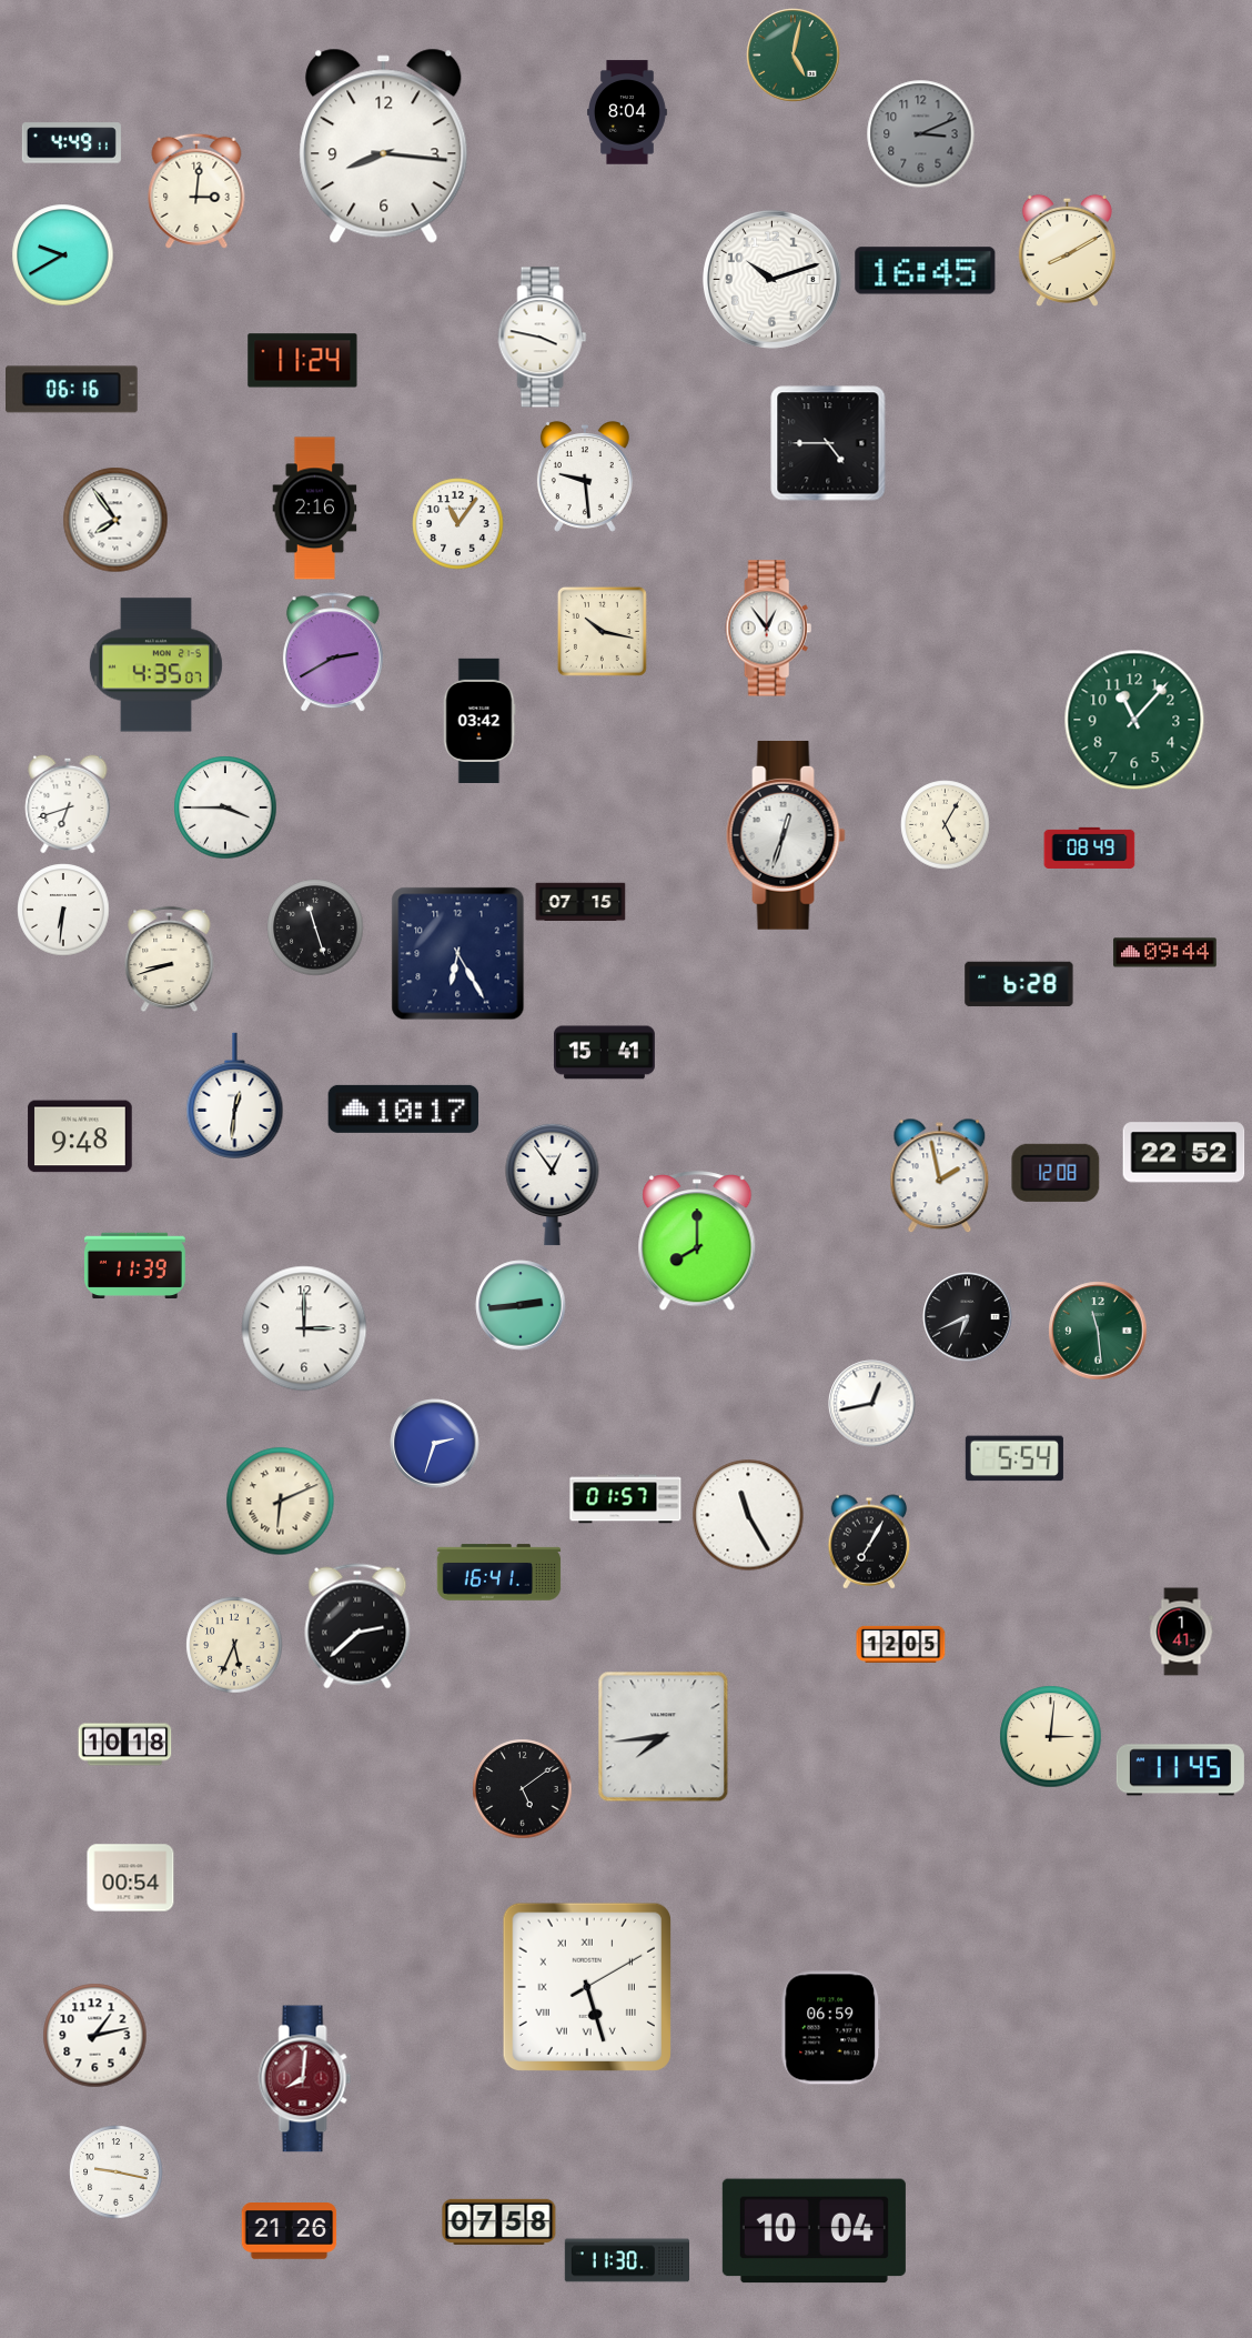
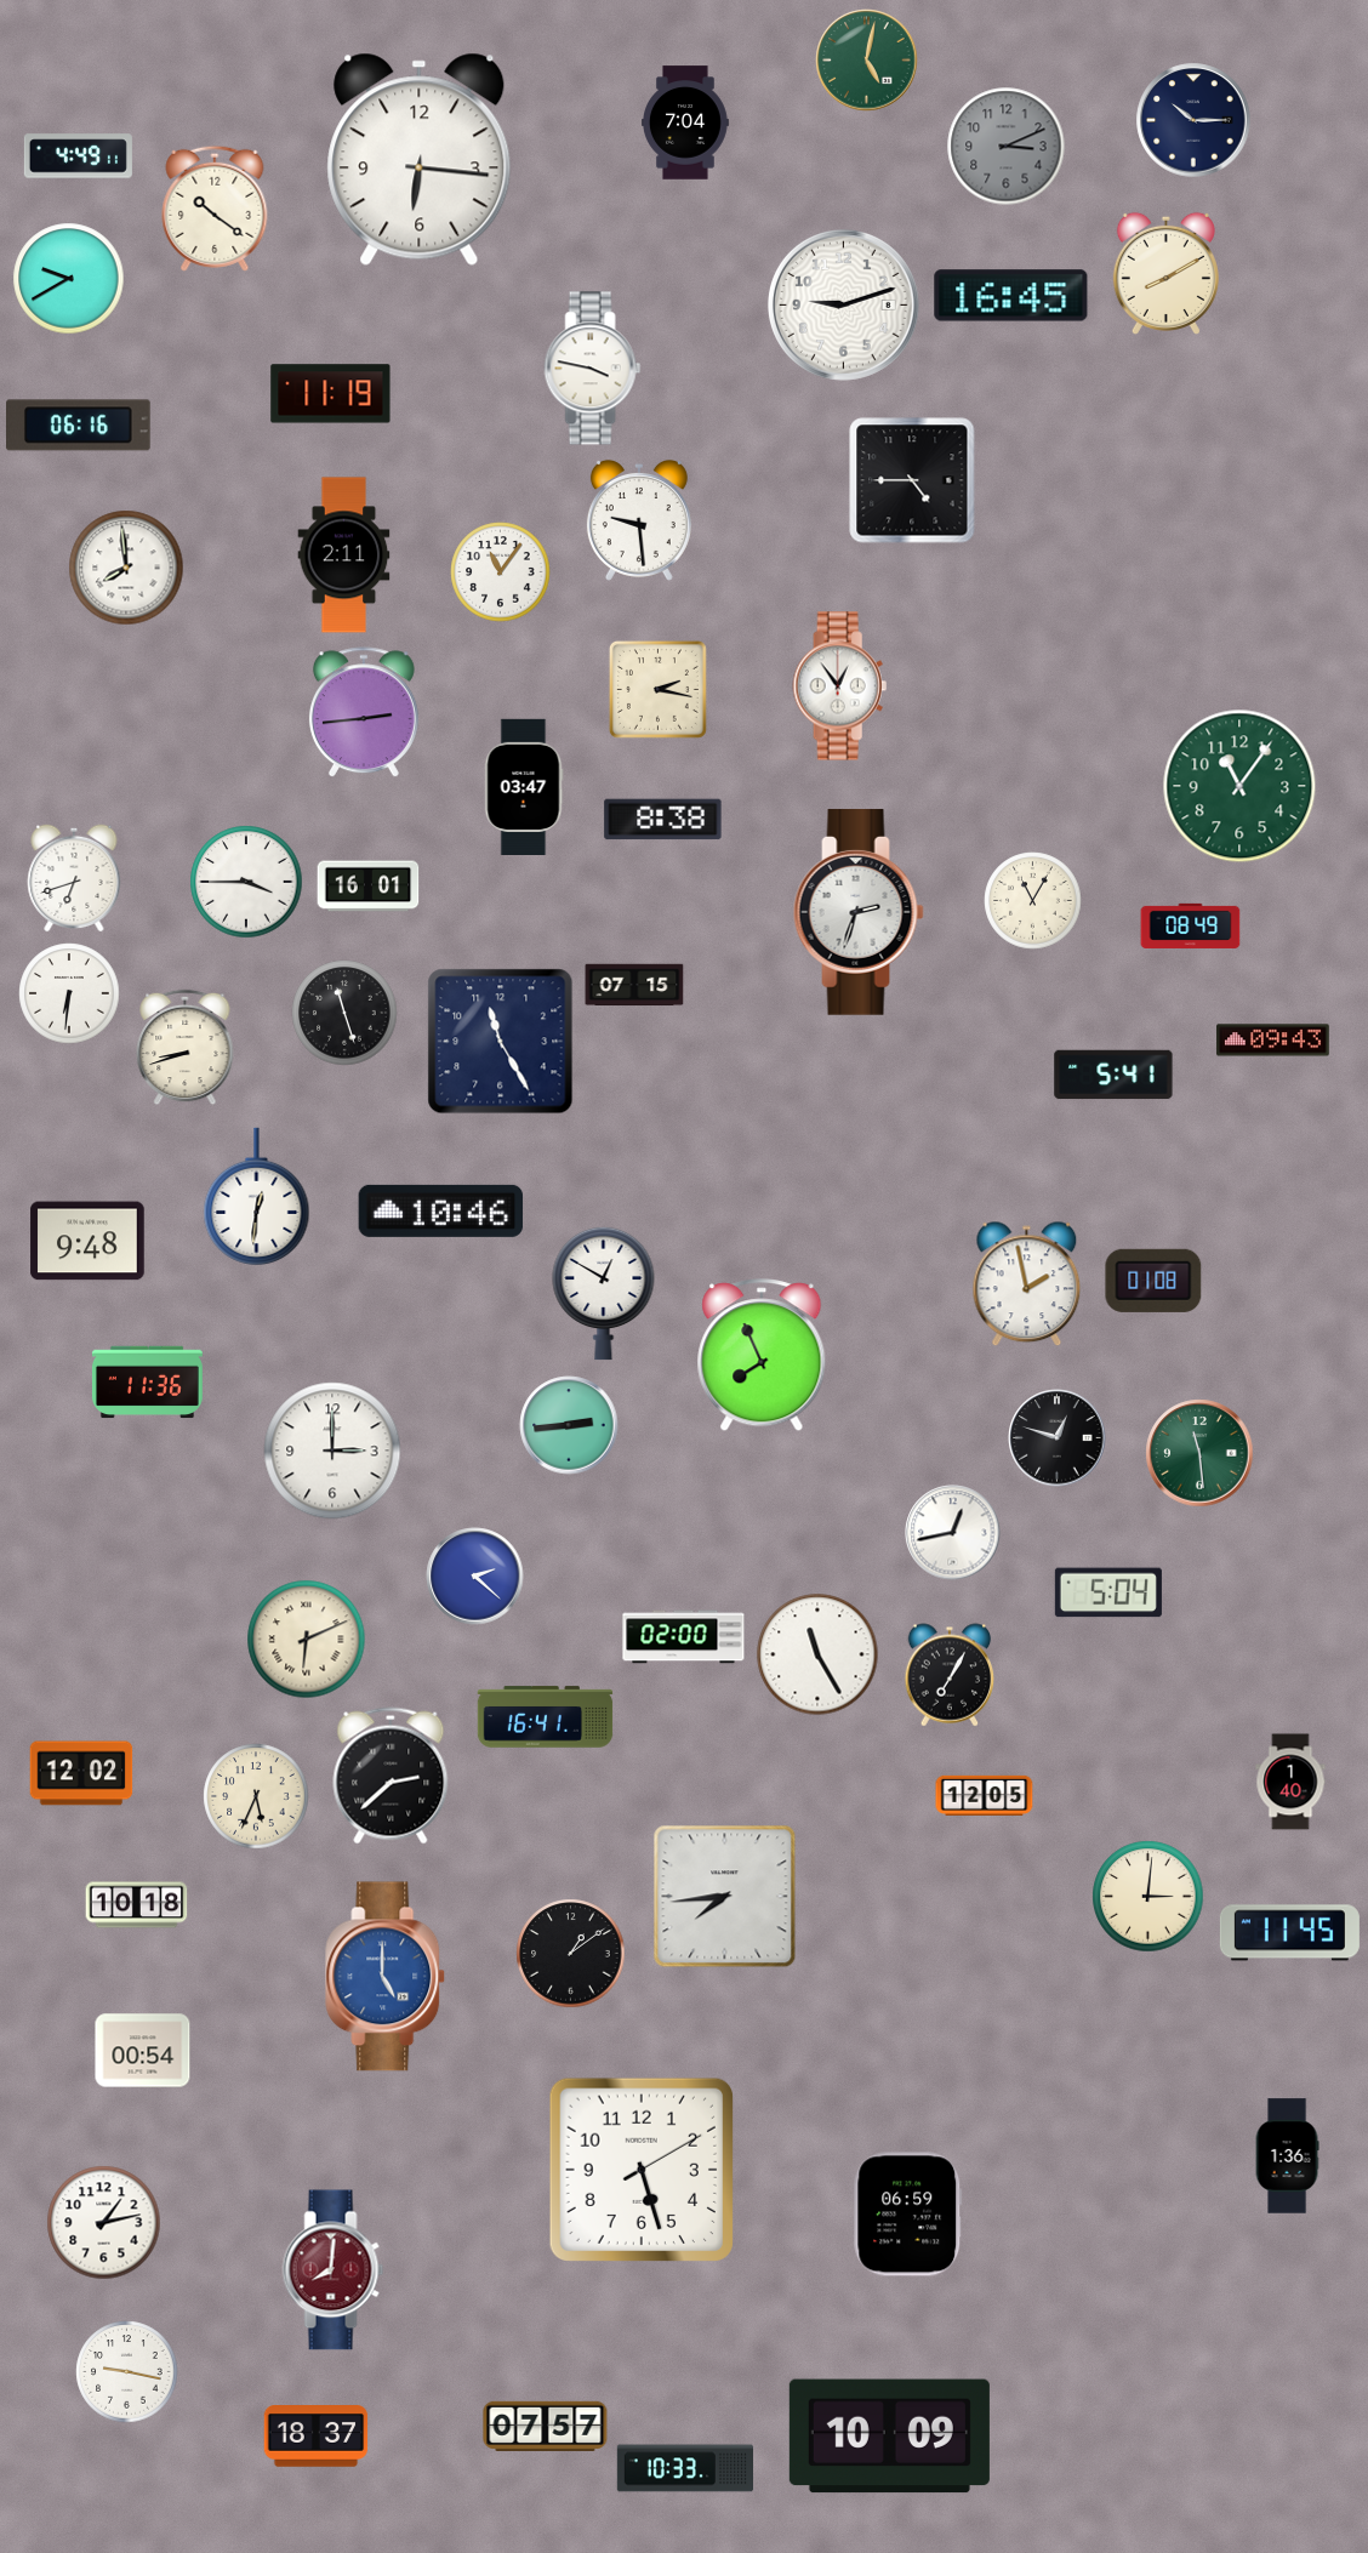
clock at (1193, 120): none -> 10:15
clock at (628, 112): 8:04 -> 7:04
clock at (384, 146): 8:16 -> 6:16
clock at (196, 191): 3:01 -> 10:21
clock at (771, 279): 10:12 -> 9:12
clock at (303, 361): 11:24 -> 11:19
clock at (828, 443) position: (828, 443) -> (912, 480)
clock at (315, 509): 2:16 -> 2:11
clock at (115, 520): 7:54 -> 7:59
clock at (602, 631): 10:17 -> 2:17
clock at (333, 653): 2:40 -> 2:44
clock at (155, 665): 4:35 -> none
clock at (479, 720): 03:42 -> 03:47
clock at (1134, 720): 11:07 -> 11:06
clock at (663, 820): none -> 8:38
clock at (369, 887): none -> 16:01
clock at (946, 825): 5:05 -> 11:05
clock at (786, 836): 12:33 -> 2:33
clock at (1165, 953): 09:44 -> 09:43
clock at (458, 954): 6:25 -> 11:25
clock at (1019, 984): 6:28 -> 5:41
clock at (604, 1053): 15:41 -> none
clock at (404, 1108): 10:17 -> 10:46
clock at (1184, 1153): 22:52 -> none
clock at (1056, 1173): 12:08 -> 01:08
clock at (553, 1184): 12:54 -> 12:50
clock at (697, 1242): 8:00 -> 7:56
clock at (134, 1266): 11:39 -> 11:36
clock at (968, 1317): 6:41 -> 12:48
clock at (435, 1444): 2:33 -> 2:22
clock at (1014, 1458): 5:54 -> 5:04
clock at (626, 1499): 01:57 -> 02:00
clock at (869, 1542) position: (869, 1542) -> (950, 1675)
clock at (81, 1773): none -> 12:02
clock at (1181, 1632): 1:41 -> 1:40
clock at (523, 1789): 5:09 -> 1:09
clock at (386, 1977): none -> 5:00
clock at (1287, 2156): none -> 1:36
clock at (586, 1986) numerals: Roman -> Arabic
clock at (499, 2221): 07:58 -> 07:57
clock at (290, 2231): 21:26 -> 18:37
clock at (814, 2231): 10:04 -> 10:09
clock at (627, 2260): 11:30 -> 10:33
